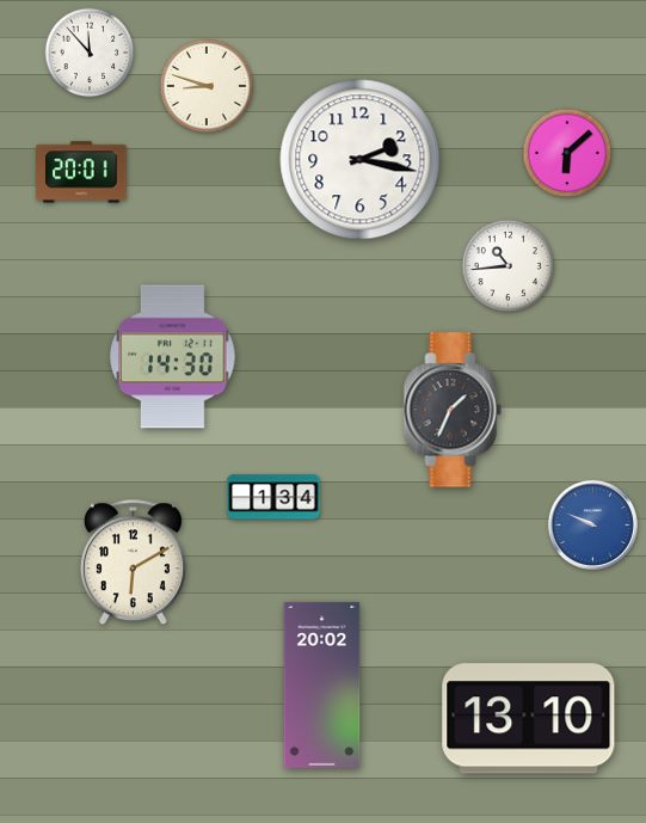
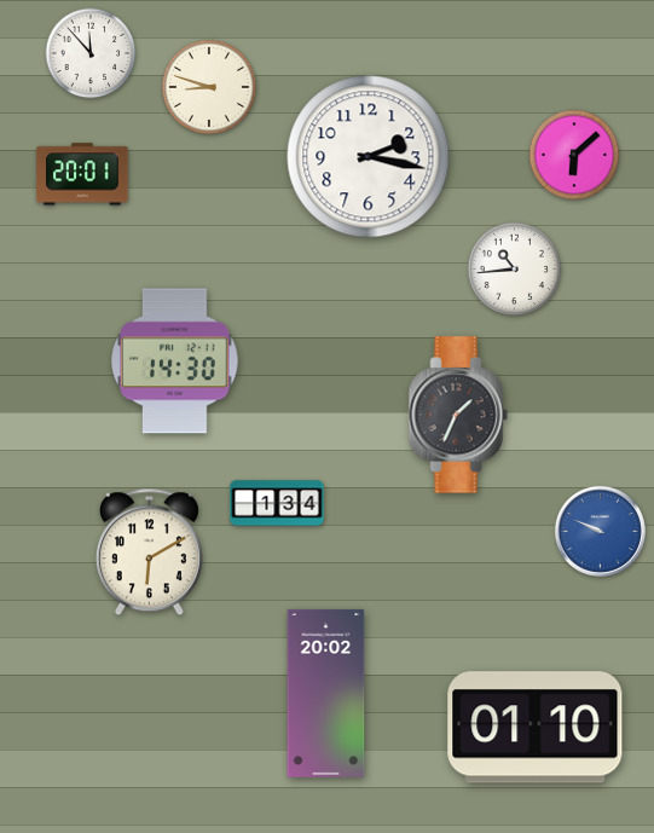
clock at (361, 160) position: (361, 160) -> (369, 157)
clock at (133, 563) position: (133, 563) -> (149, 553)
clock at (529, 719): 13:10 -> 01:10
